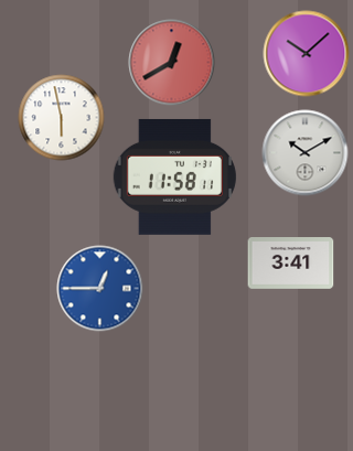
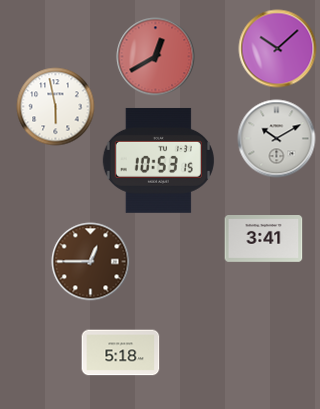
clock at (174, 176): 11:58 -> 10:53
clock at (99, 288) dial: blue -> brown
clock at (120, 353): none -> 5:18
